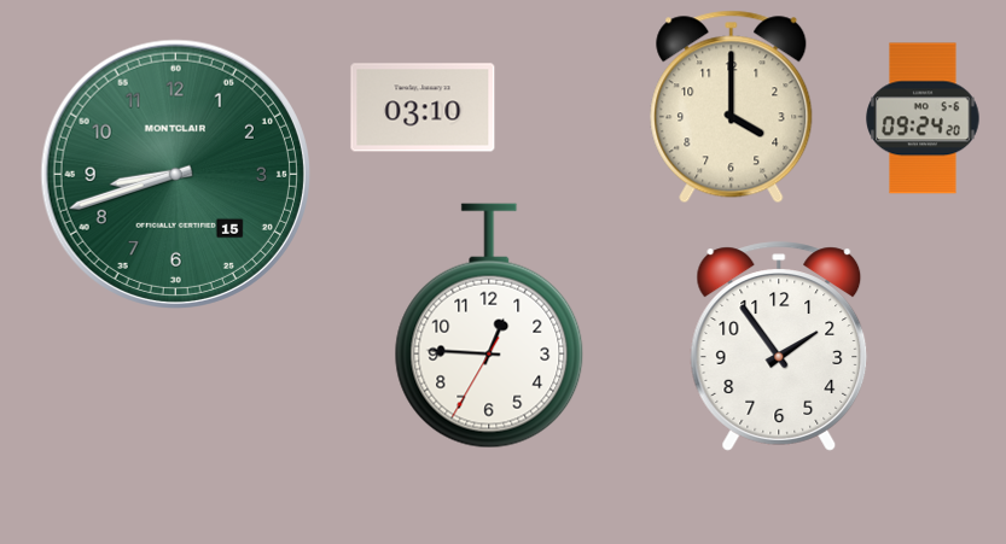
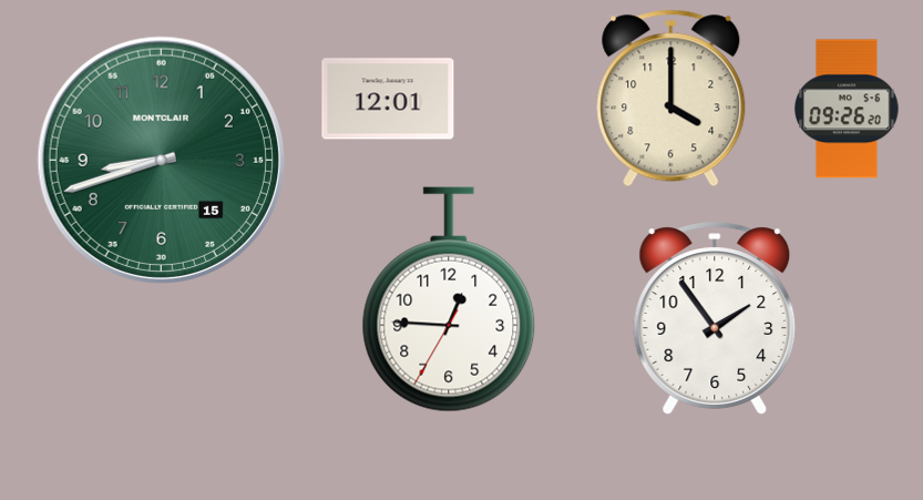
clock at (423, 107): 03:10 -> 12:01
clock at (923, 118): 09:24 -> 09:26
